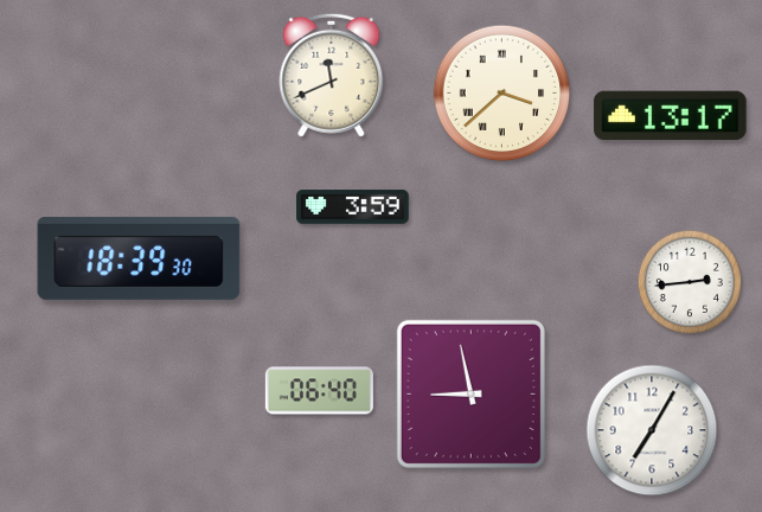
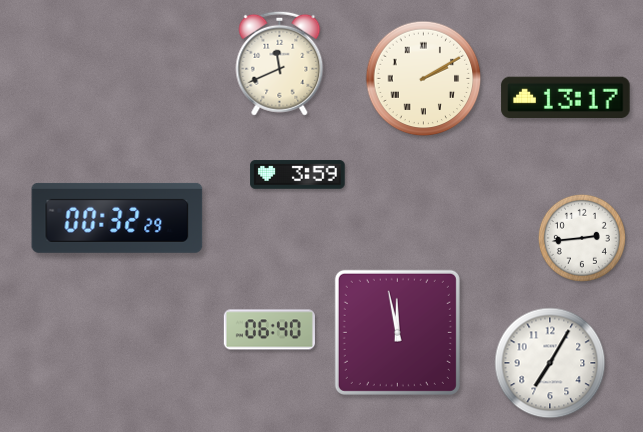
clock at (502, 94): 3:38 -> 2:10
clock at (139, 258): 18:39 -> 00:32
clock at (470, 393): 8:58 -> 11:58
